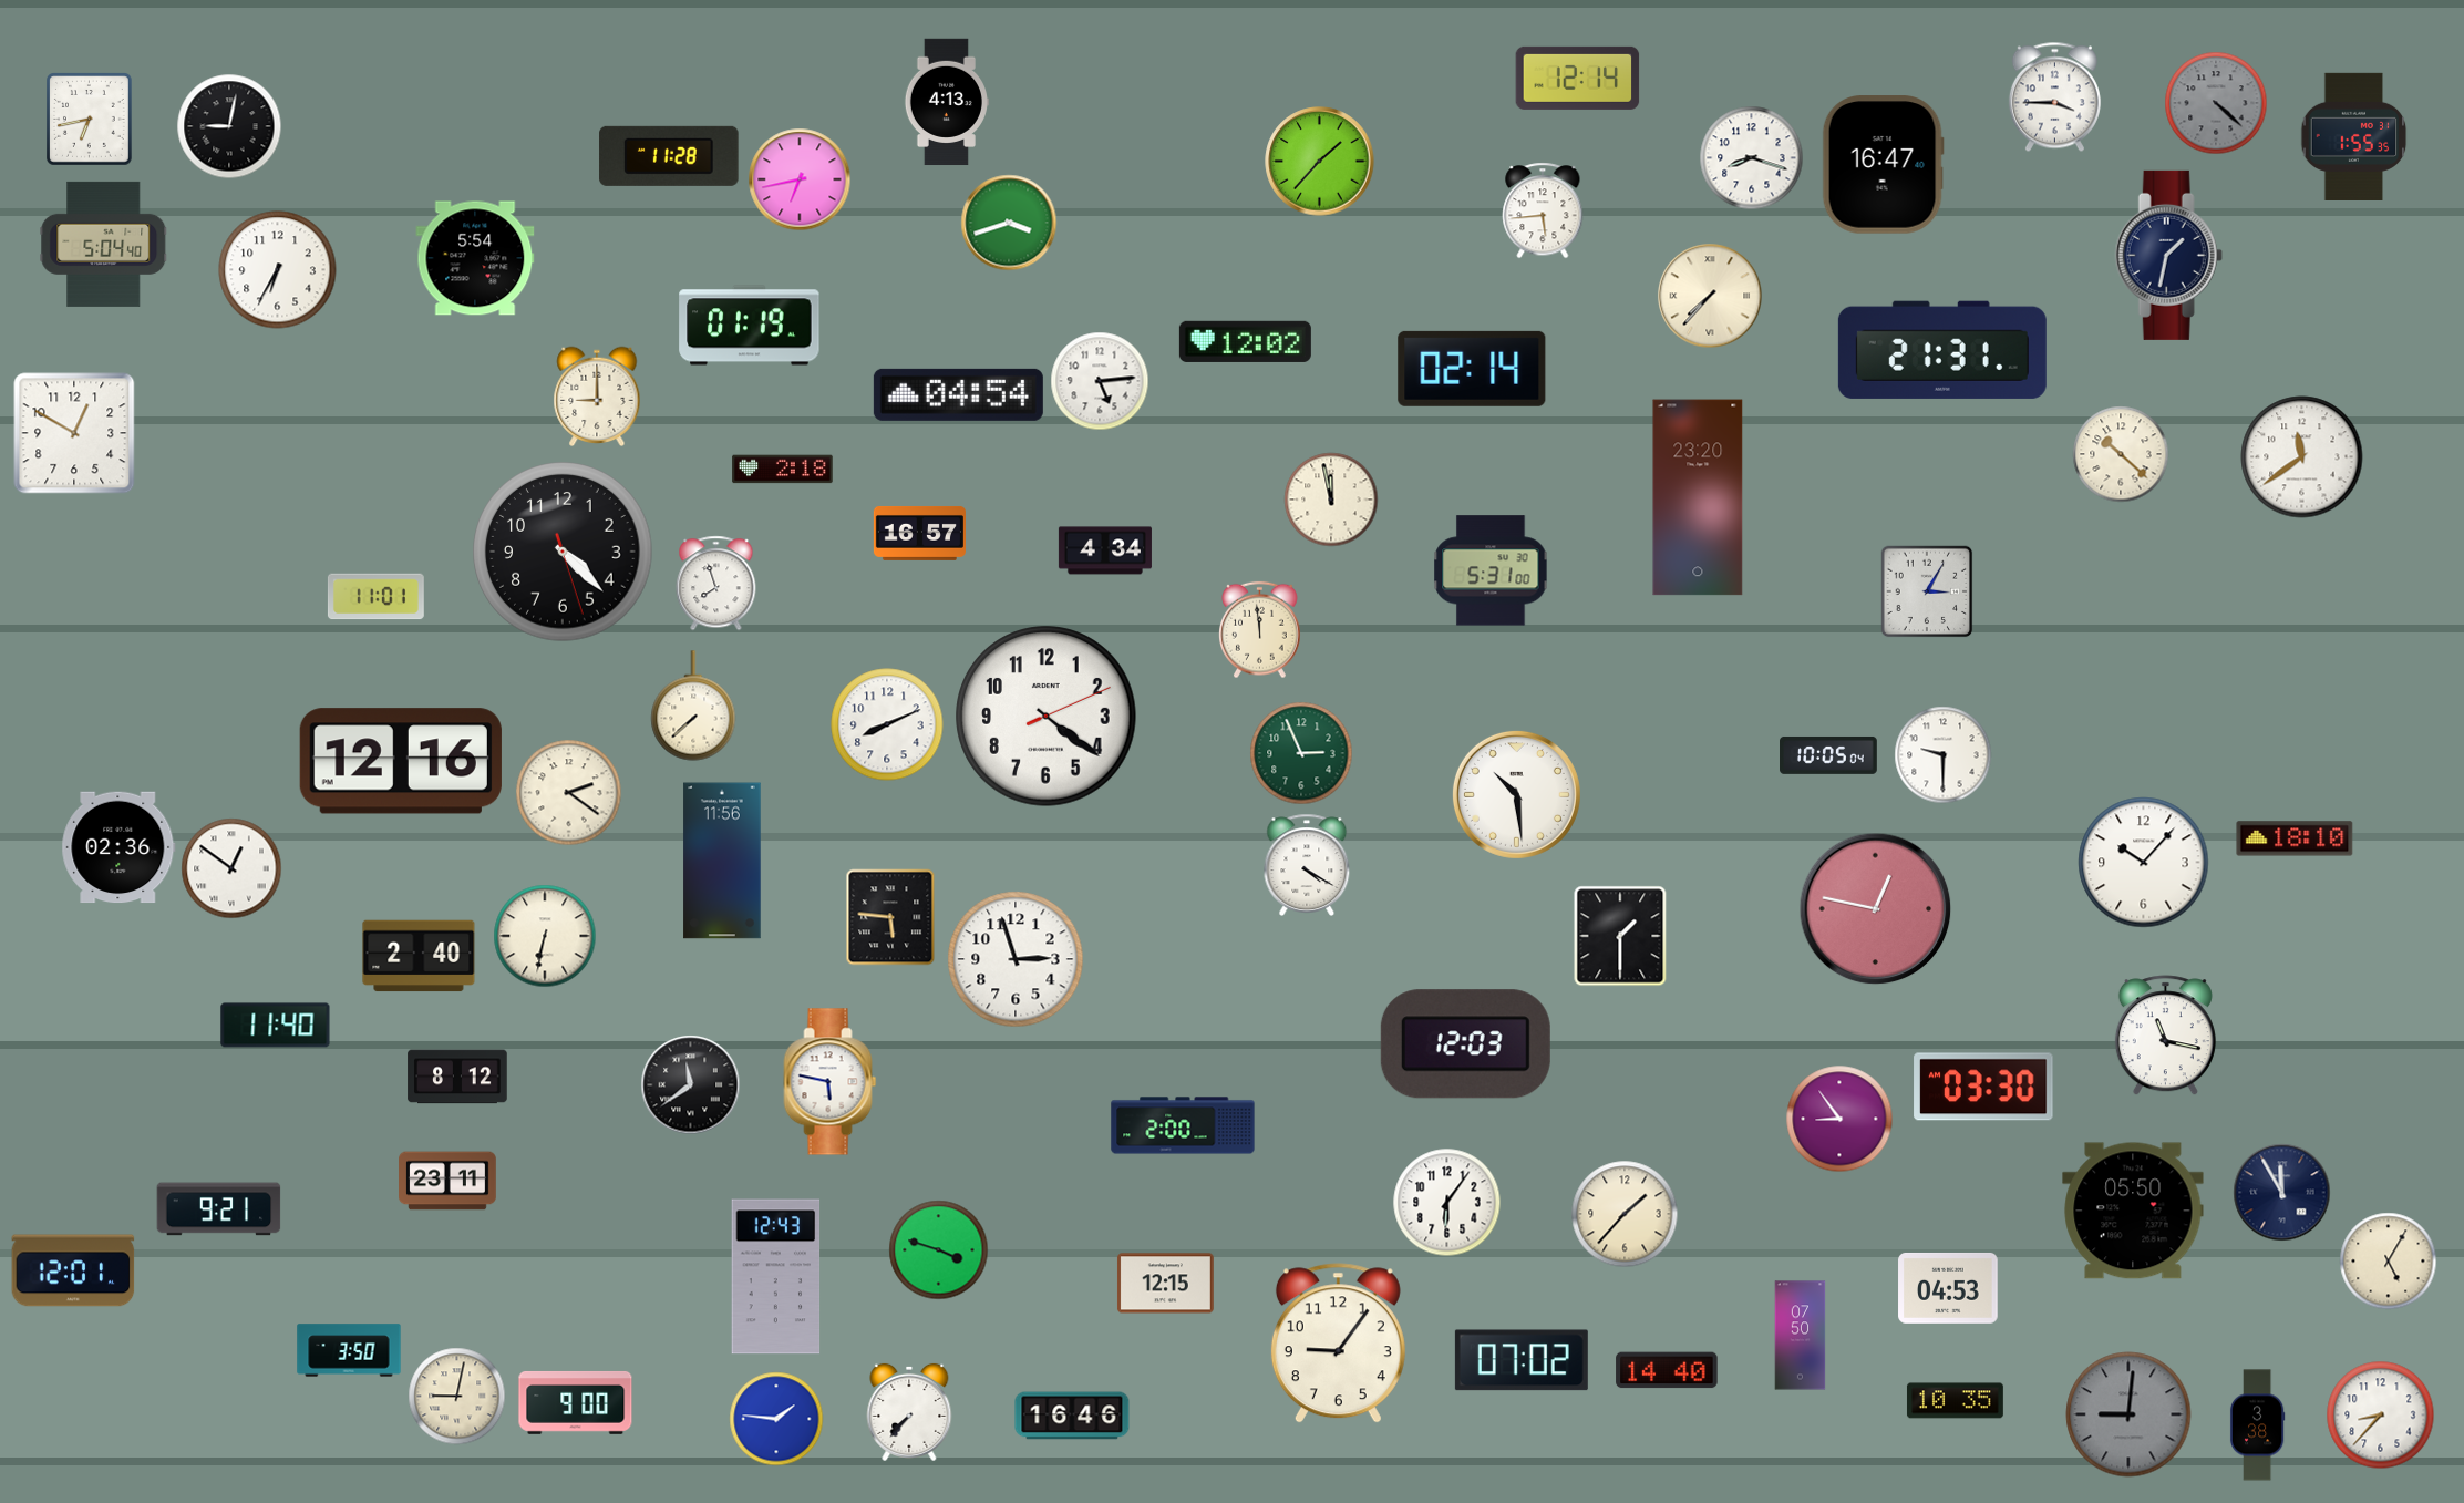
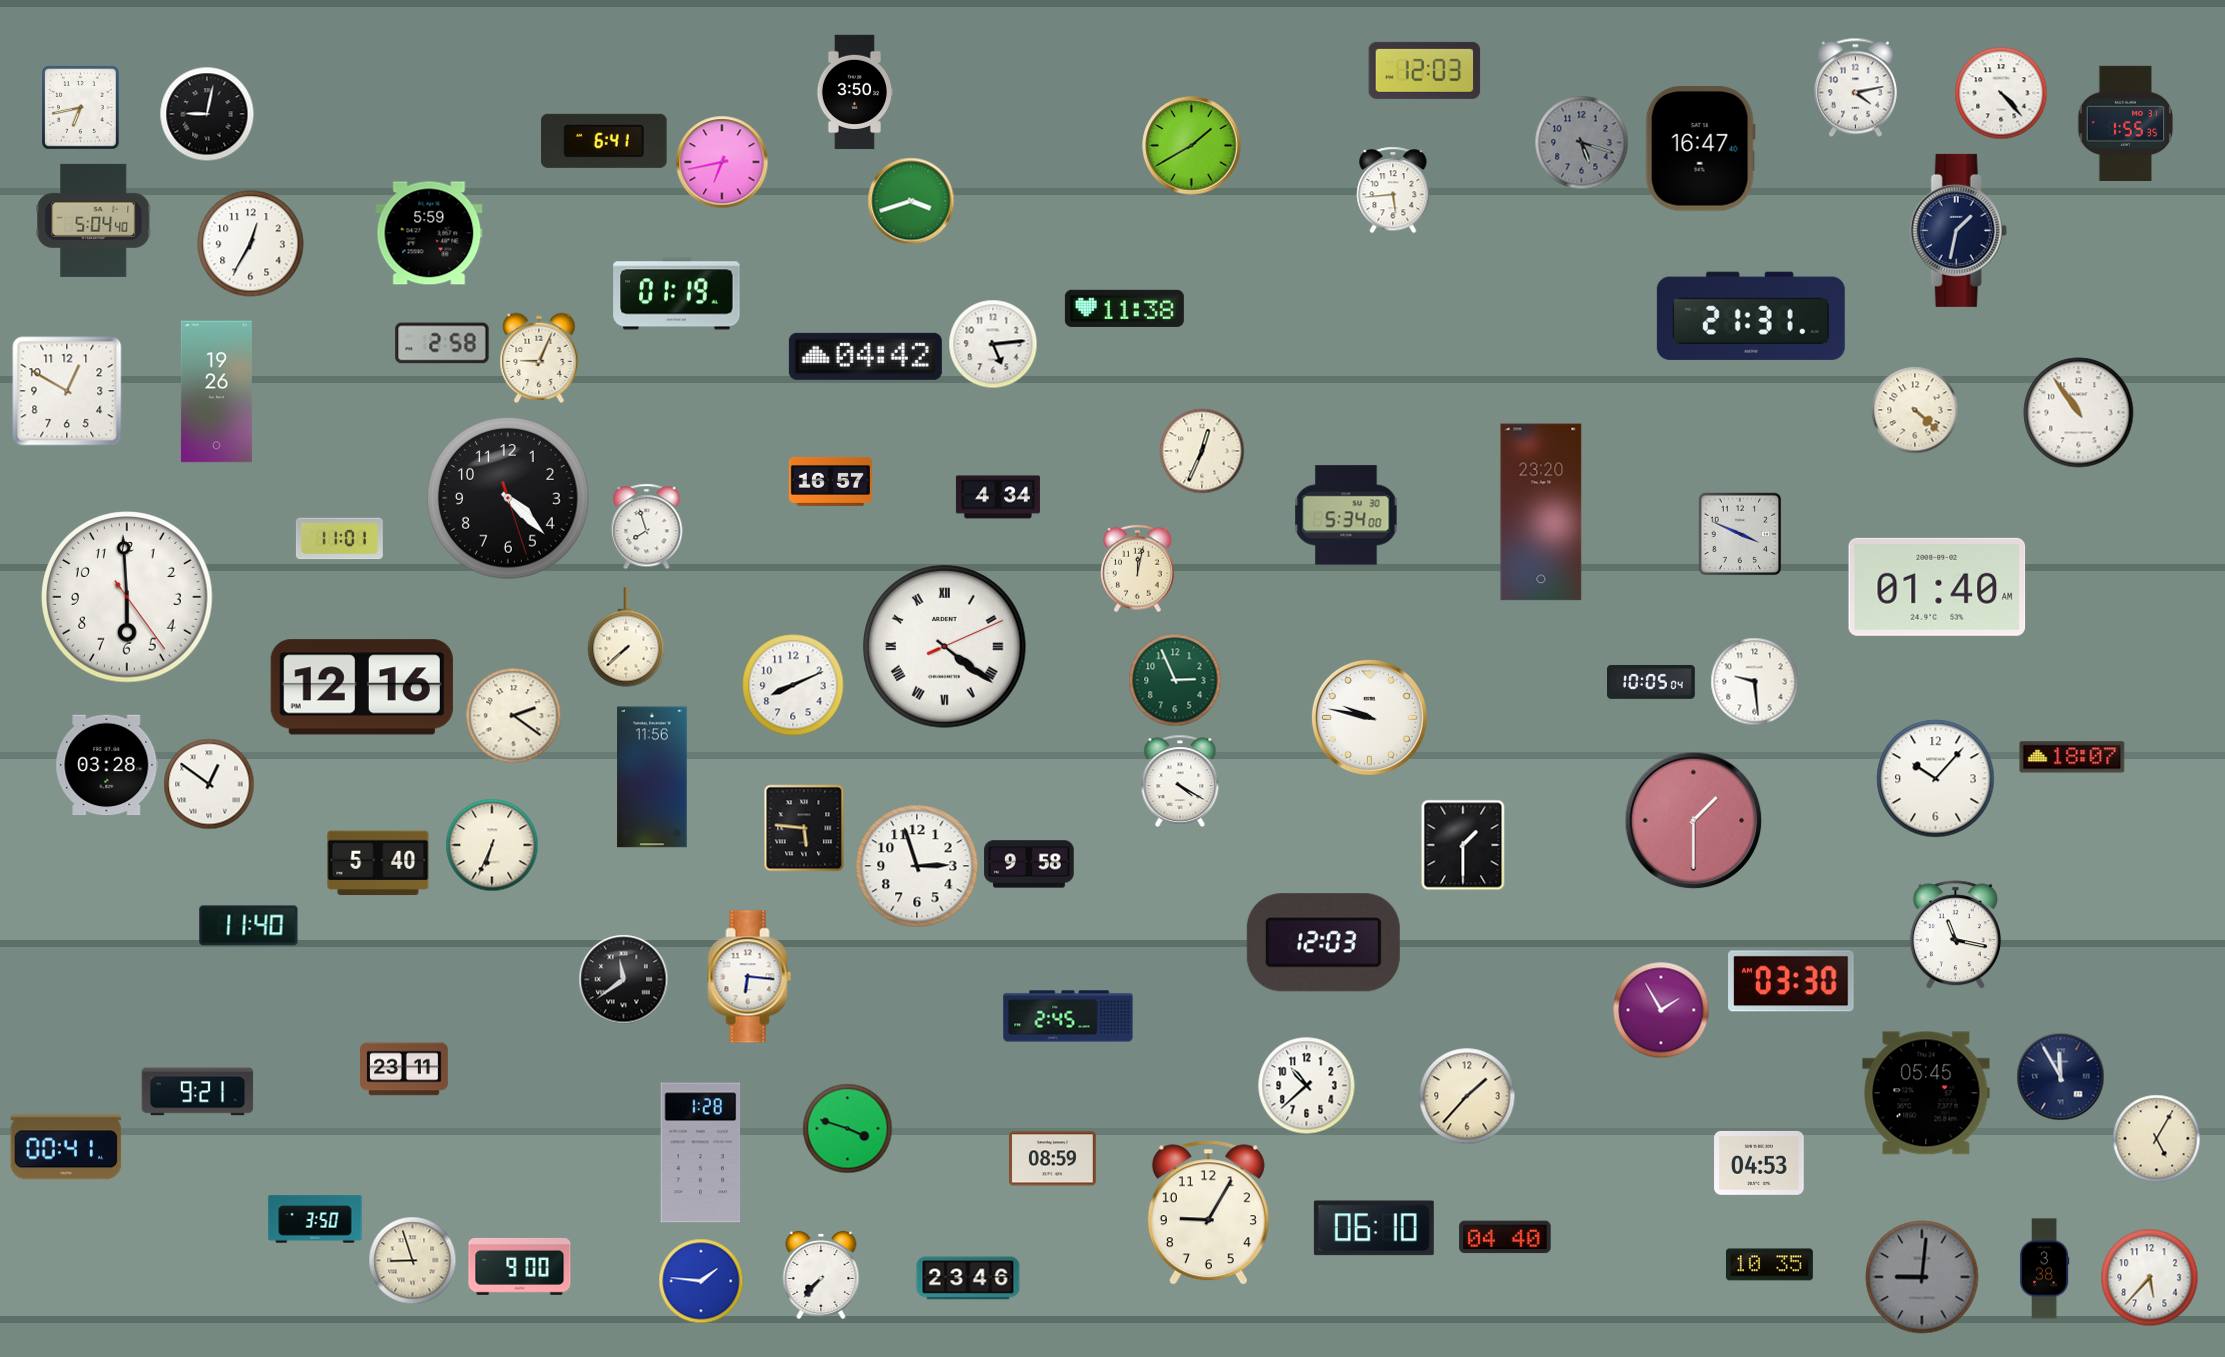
clock at (1578, 78): 12:14 -> 12:03
clock at (2054, 97): 3:45 -> 4:13
clock at (946, 102): 4:13 -> 3:50
clock at (2216, 103): 4:22 -> 4:23
clock at (2216, 103) dial: grey -> white
clock at (669, 156): 11:28 -> 6:41
clock at (1752, 158): 8:18 -> 5:18
clock at (1752, 158) dial: white -> grey
clock at (1320, 162): 1:37 -> 1:40
clock at (475, 258): 5:54 -> 5:59
clock at (278, 270): 6:35 -> 12:35
clock at (1710, 296): 7:37 -> none
clock at (1245, 341): 12:02 -> 11:38
clock at (1942, 350) position: (1942, 350) -> (1751, 316)
clock at (1472, 369): 02:14 -> none
clock at (442, 343): none -> 2:58
clock at (958, 394): 04:54 -> 04:42
clock at (597, 397): 9:00 -> 9:04
clock at (216, 392): none -> 19:26
clock at (2121, 454): 10:22 -> 4:22
clock at (2302, 457): 11:39 -> 10:54
clock at (783, 470): 2:18 -> none
clock at (1698, 497) position: (1698, 497) -> (1541, 512)
clock at (1331, 500): 11:58 -> 12:34
clock at (1491, 570): 5:31 -> 5:34
clock at (1927, 591): 3:05 -> 3:49
clock at (1260, 630): 11:59 -> 12:02
clock at (1937, 587): none -> 01:40
clock at (127, 597): none -> 5:59
clock at (1047, 717) numerals: Arabic -> Roman
clock at (887, 724) position: (887, 724) -> (793, 685)
clock at (1944, 755): 9:30 -> 9:29
clock at (1516, 794): 10:29 -> 9:47
clock at (2295, 838): 18:10 -> 18:07
clock at (118, 847): 02:36 -> 03:28
clock at (1876, 909): 12:47 -> 1:30
clock at (545, 936): 6:32 -> 6:34
clock at (419, 956): 2:40 -> 5:40
clock at (1029, 864): none -> 9:58
clock at (457, 1077): 8:12 -> none
clock at (831, 1082): 5:47 -> 6:16
clock at (1839, 1119): 8:54 -> 1:55
clock at (1183, 1125): 2:00 -> 2:45
clock at (449, 1181) position: (449, 1181) -> (405, 1069)
clock at (1447, 1203): 6:06 -> 10:38
clock at (2133, 1211): 05:50 -> 05:45
clock at (73, 1270): 12:01 -> 00:41
clock at (776, 1277): 12:43 -> 1:28
clock at (1165, 1284): 12:15 -> 08:59
clock at (1801, 1336): 07:50 -> none
clock at (1338, 1344): 9:06 -> 9:05
clock at (1522, 1360): 07:02 -> 06:10
clock at (1667, 1370): 14:40 -> 04:40
clock at (457, 1397): 9:02 -> 8:57
clock at (1955, 1401) position: (1955, 1401) -> (1769, 1265)
clock at (1072, 1416): 16:46 -> 23:46
clock at (2381, 1416): 8:37 -> 5:37
clock at (2257, 1425) position: (2257, 1425) -> (2044, 1269)
